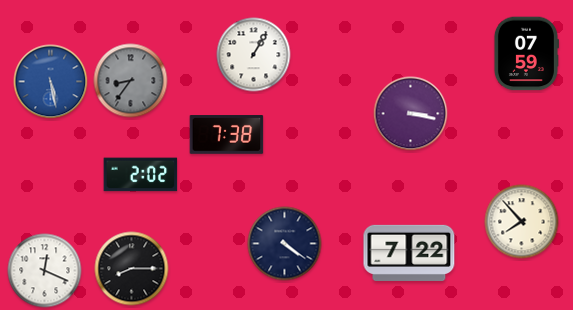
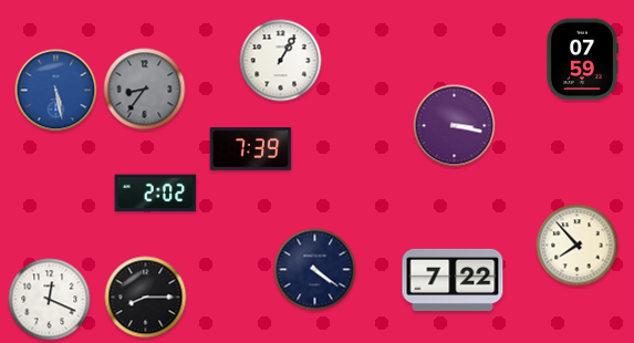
clock at (227, 135): 7:38 -> 7:39
